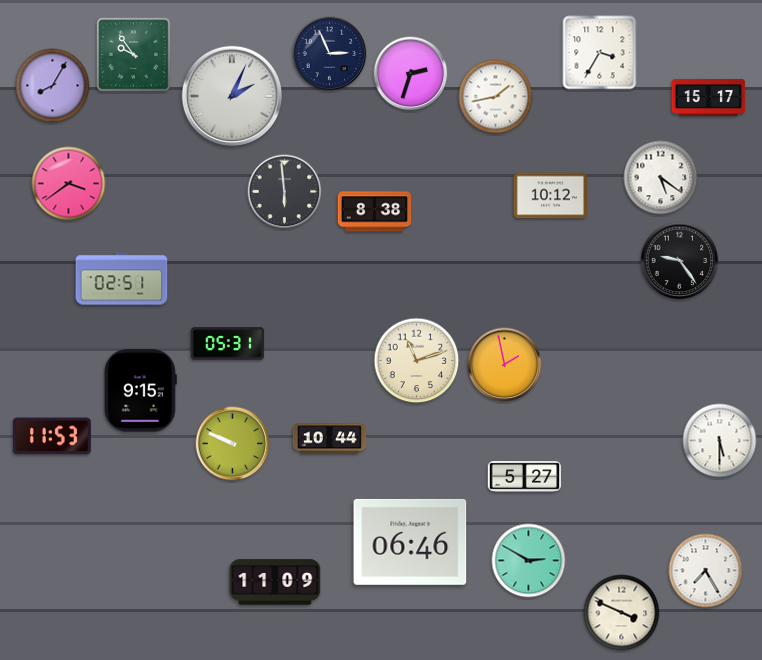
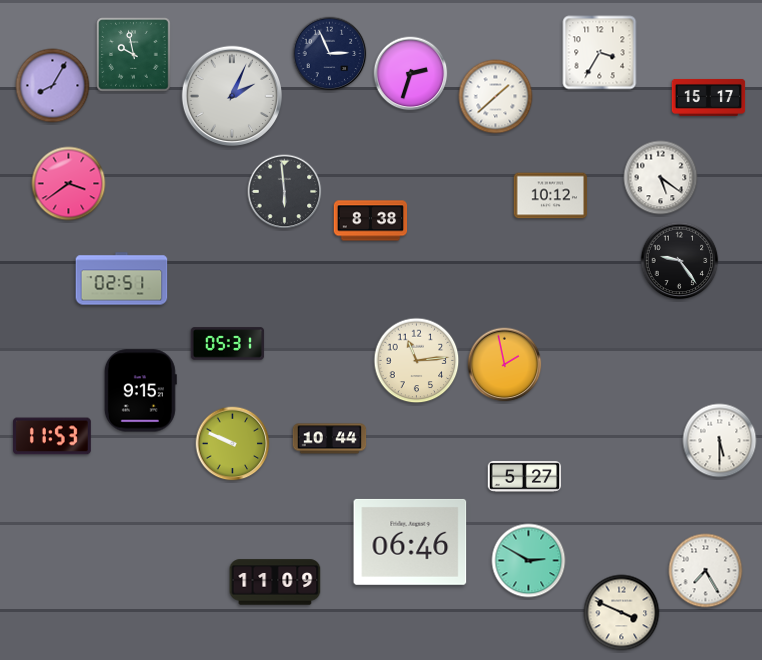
clock at (134, 55): 9:54 -> 9:58
clock at (496, 97): 1:43 -> 1:38
clock at (375, 212) position: (375, 212) -> (371, 221)
clock at (417, 361): 11:12 -> 11:14
